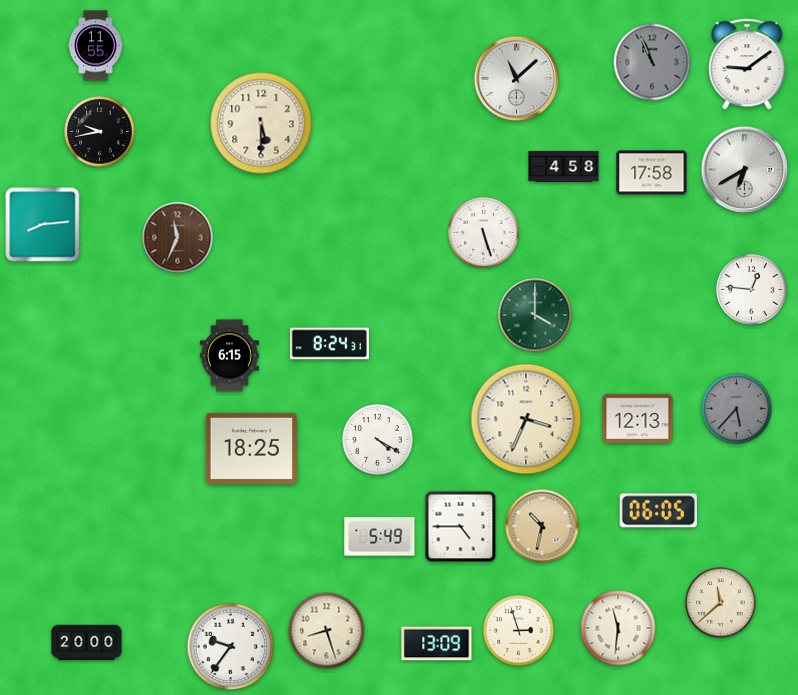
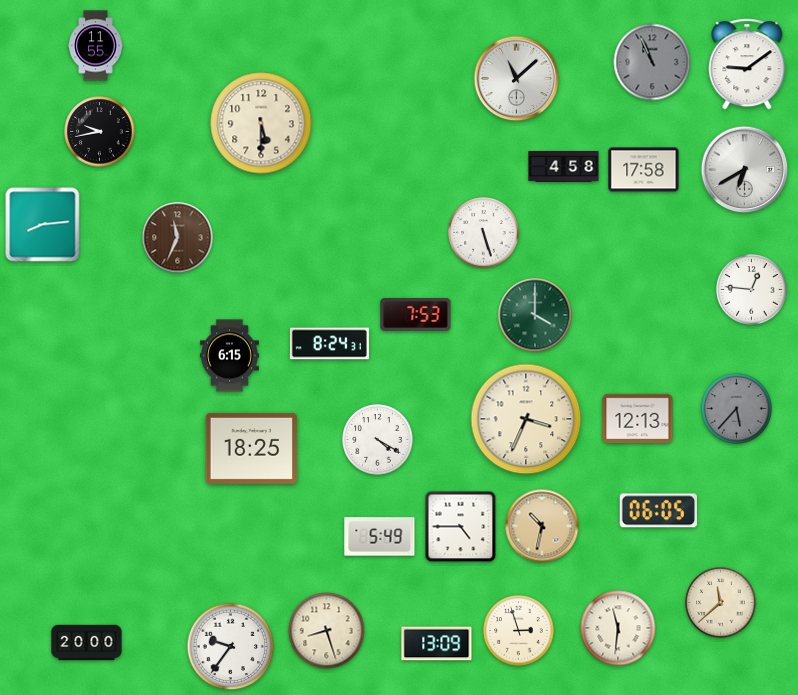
clock at (652, 173) position: (652, 173) -> (644, 170)
clock at (416, 315): none -> 7:53
